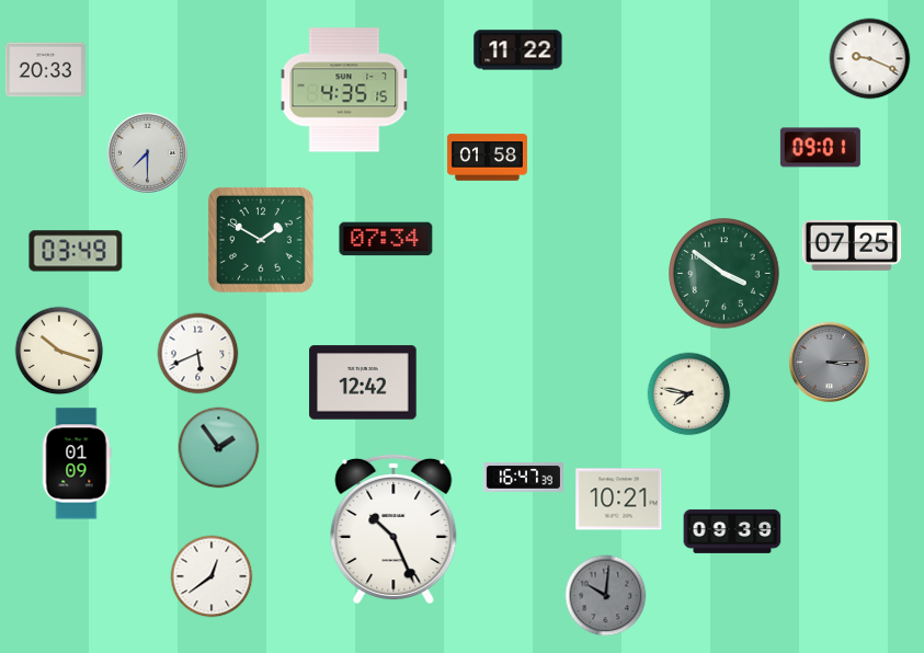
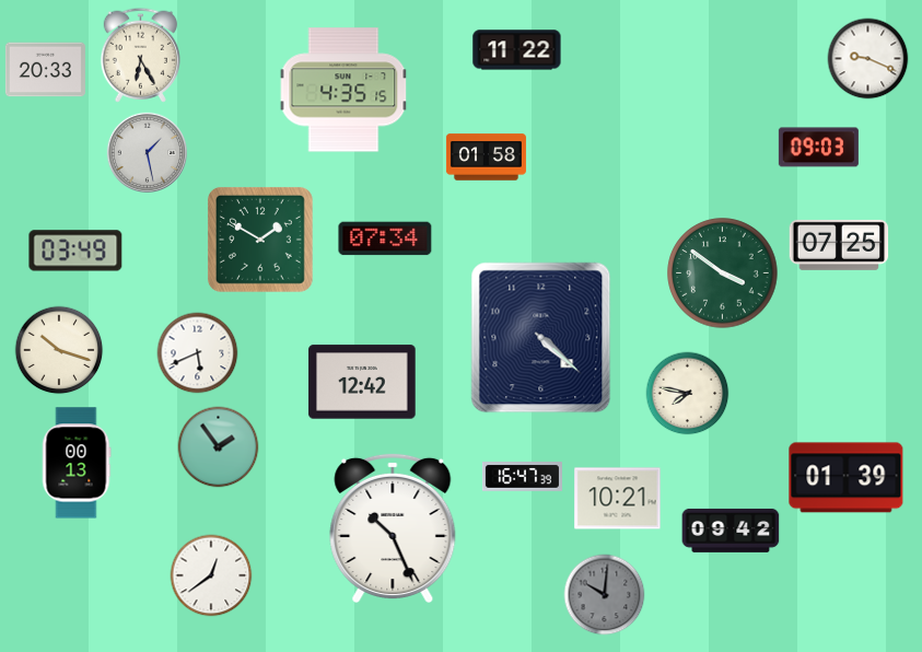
clock at (140, 55): none -> 6:25
clock at (820, 148): 09:01 -> 09:03
clock at (147, 152): 7:30 -> 1:28
clock at (852, 245) position: (852, 245) -> (839, 245)
clock at (541, 338): none -> 4:22
clock at (829, 362): 3:15 -> none
clock at (77, 463): 01:09 -> 00:13
clock at (847, 478): none -> 01:39
clock at (732, 531): 09:39 -> 09:42
